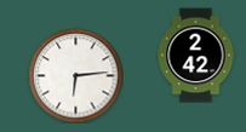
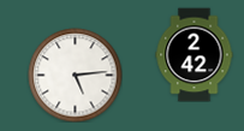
clock at (75, 75): 6:14 -> 5:14
